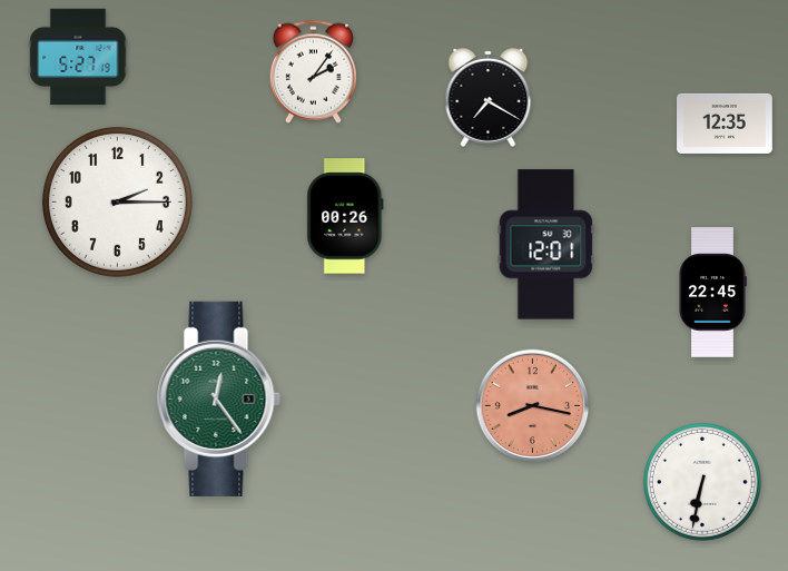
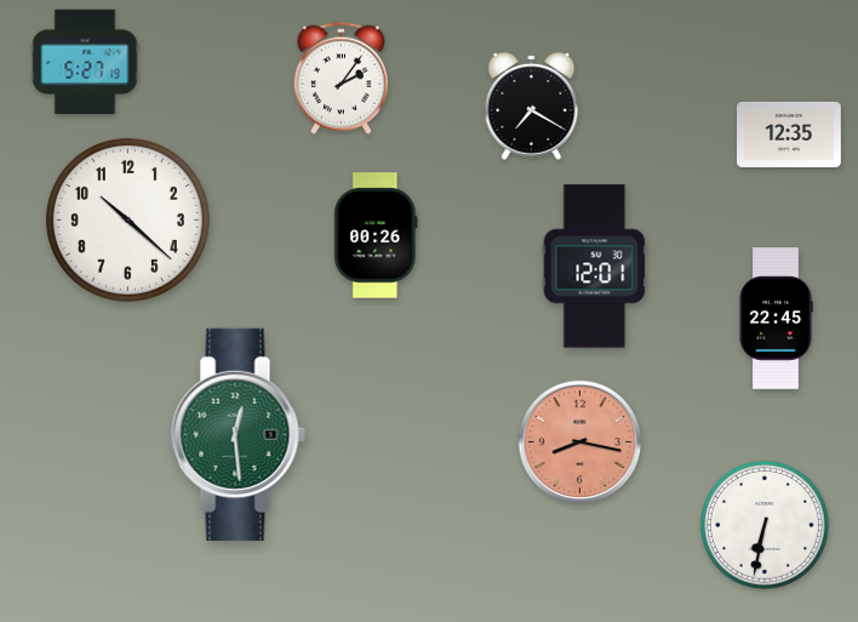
clock at (117, 201): 2:15 -> 10:22
clock at (218, 398): 12:24 -> 12:29
